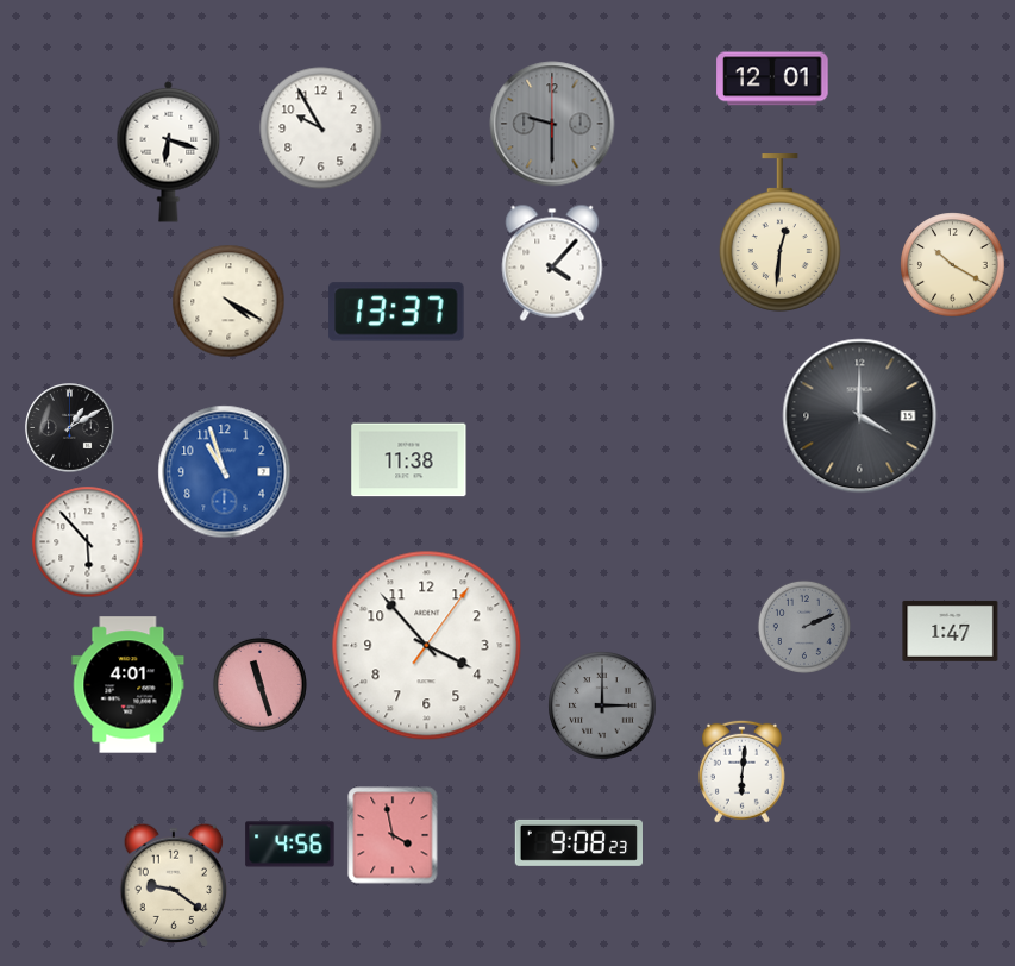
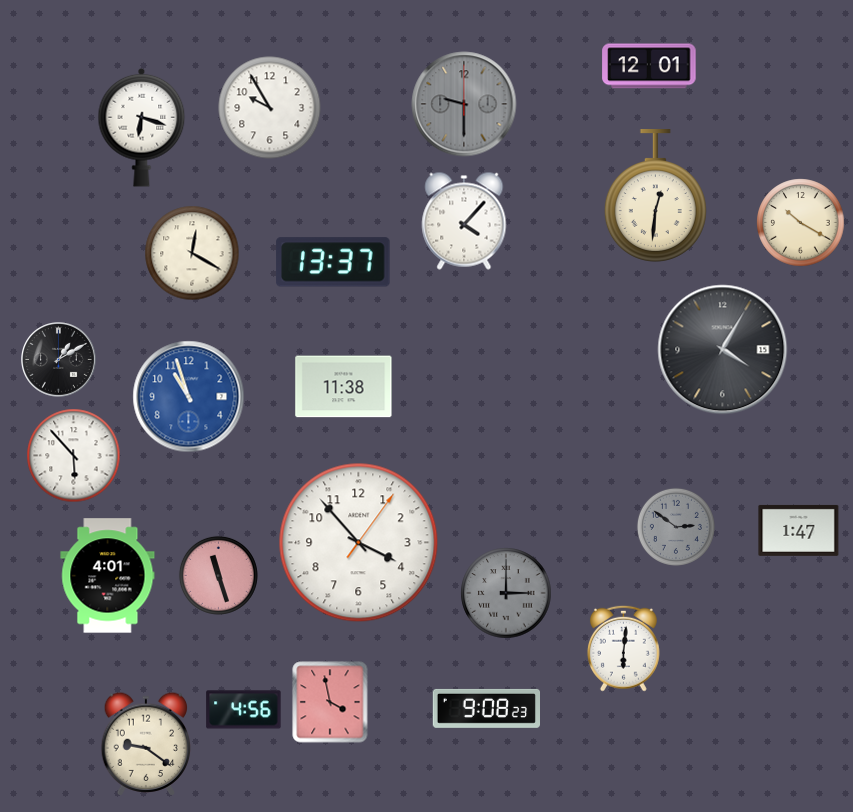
clock at (228, 301): 4:20 -> 12:20
clock at (860, 416): 4:00 -> 4:05
clock at (804, 627): 2:11 -> 2:51
